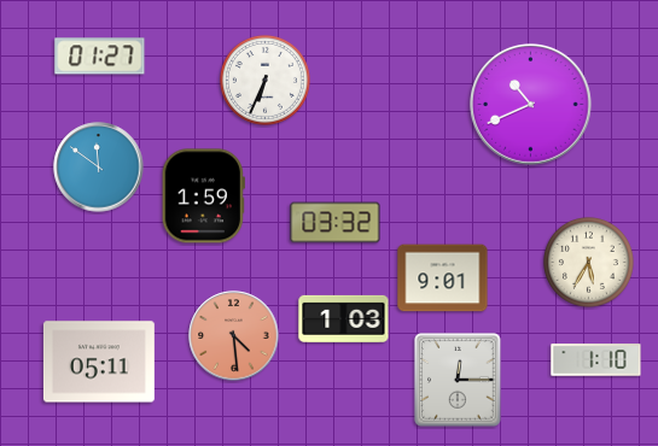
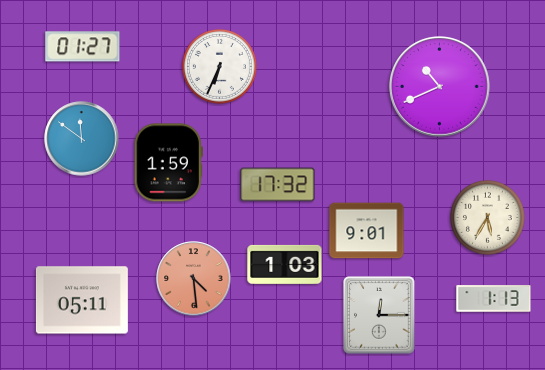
clock at (336, 223): 03:32 -> 17:32
clock at (596, 360): 1:10 -> 1:13
